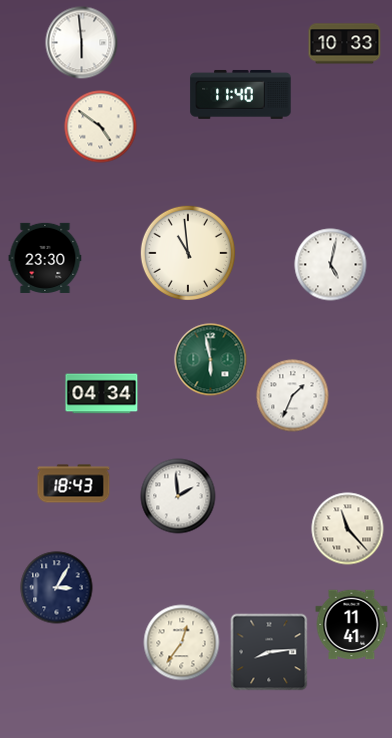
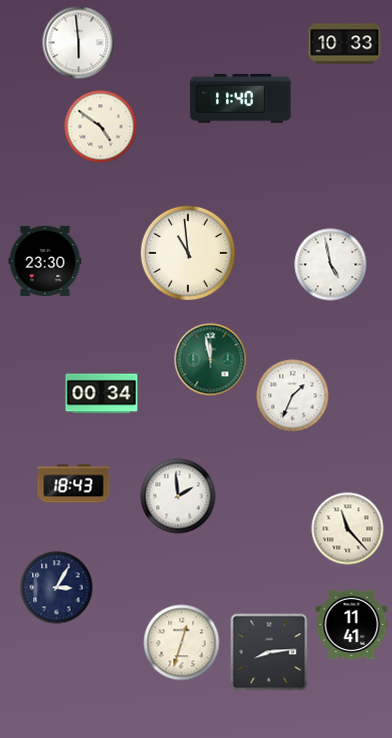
clock at (82, 43) position: (82, 43) -> (79, 43)
clock at (241, 94) position: (241, 94) -> (241, 98)
clock at (45, 258) position: (45, 258) -> (45, 261)
clock at (331, 265): 5:02 -> 4:58
clock at (211, 360): 5:58 -> 11:58
clock at (102, 394): 04:34 -> 00:34
clock at (182, 643): 12:36 -> 12:33
